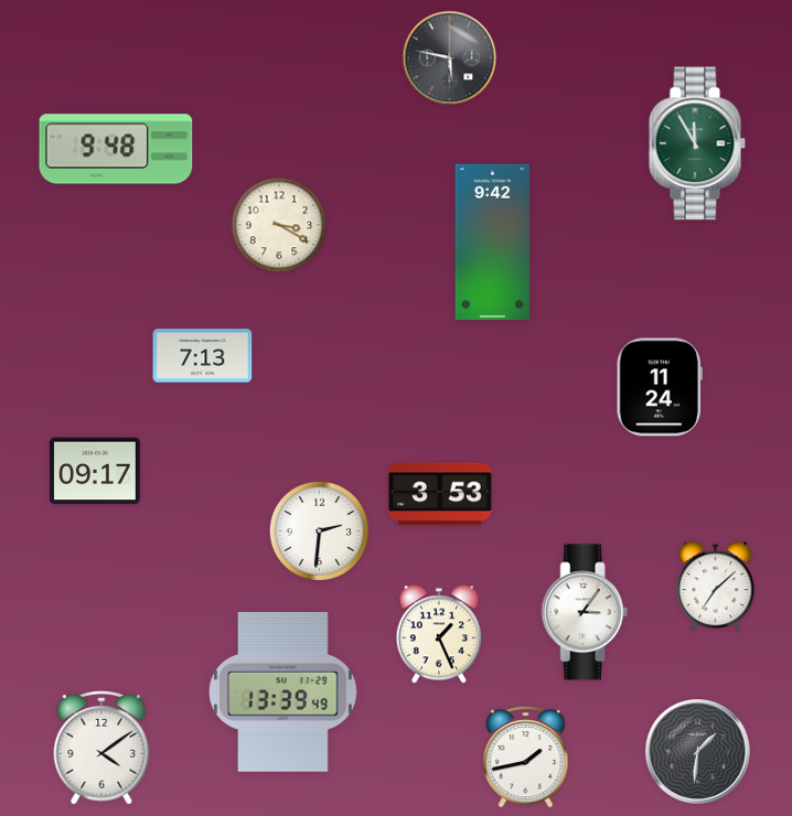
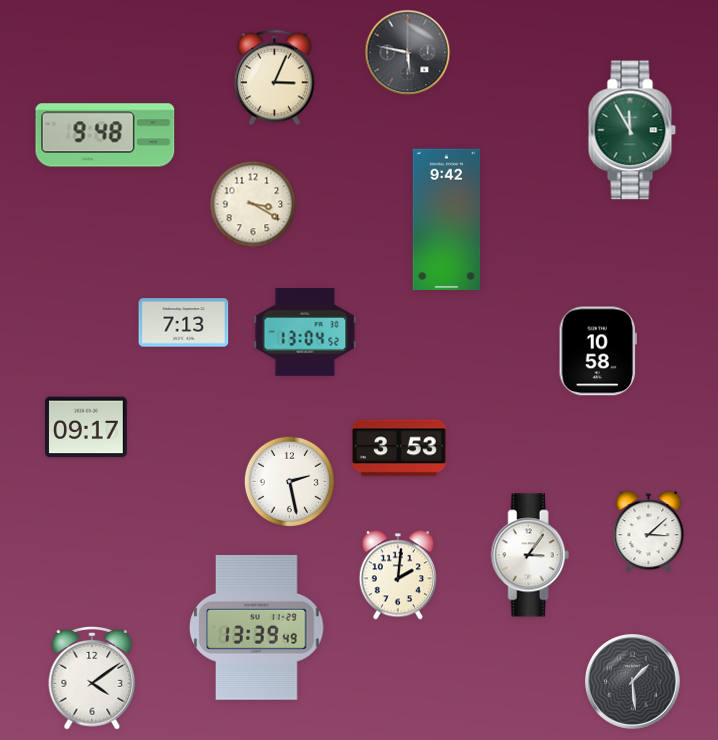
clock at (275, 78): none -> 3:04
clock at (305, 332): none -> 13:04
clock at (660, 387): 11:24 -> 10:58
clock at (319, 530): 2:31 -> 2:28
clock at (716, 587): 7:08 -> 3:08
clock at (439, 634): 1:26 -> 2:01
clock at (698, 752): 1:31 -> 1:29
clock at (526, 758): 1:43 -> none
